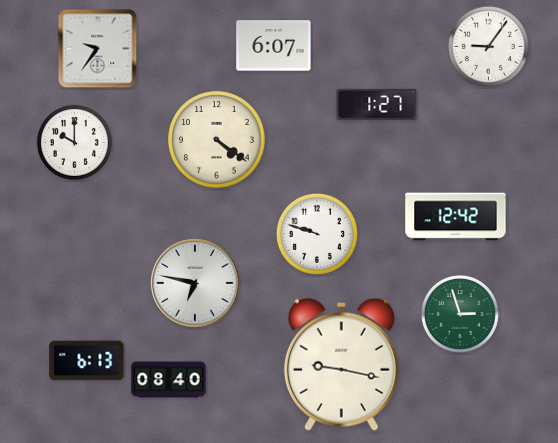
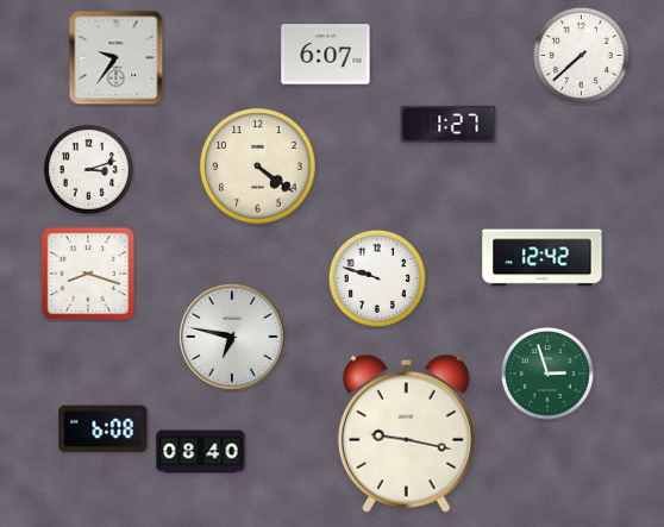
clock at (488, 46): 9:06 -> 7:38
clock at (74, 142): 10:00 -> 3:12
clock at (88, 274): none -> 8:18
clock at (87, 361): 6:13 -> 6:08
